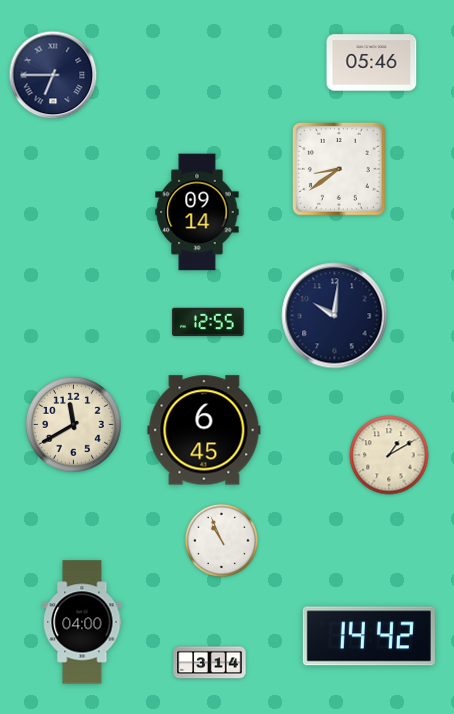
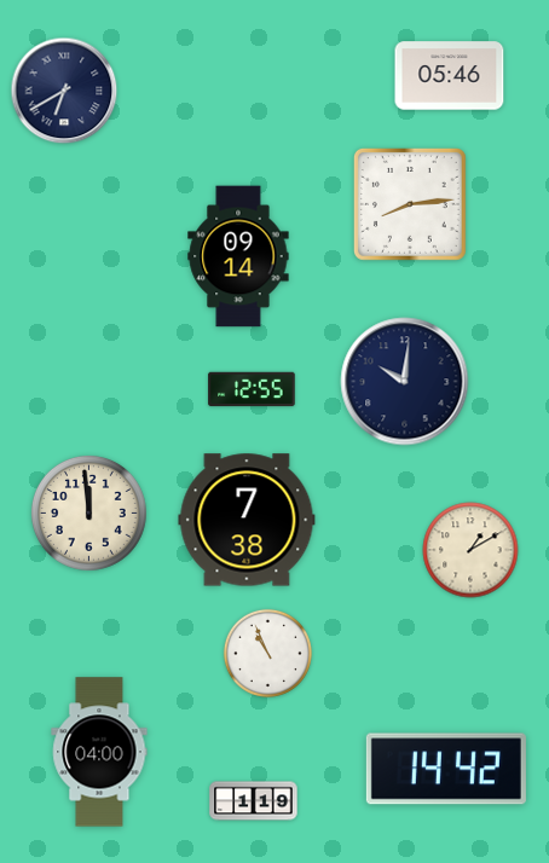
clock at (53, 75): 6:45 -> 6:40
clock at (339, 169): 8:39 -> 8:14
clock at (73, 424): 11:40 -> 11:59
clock at (204, 430): 6:45 -> 7:38
clock at (210, 663): 3:14 -> 1:19
